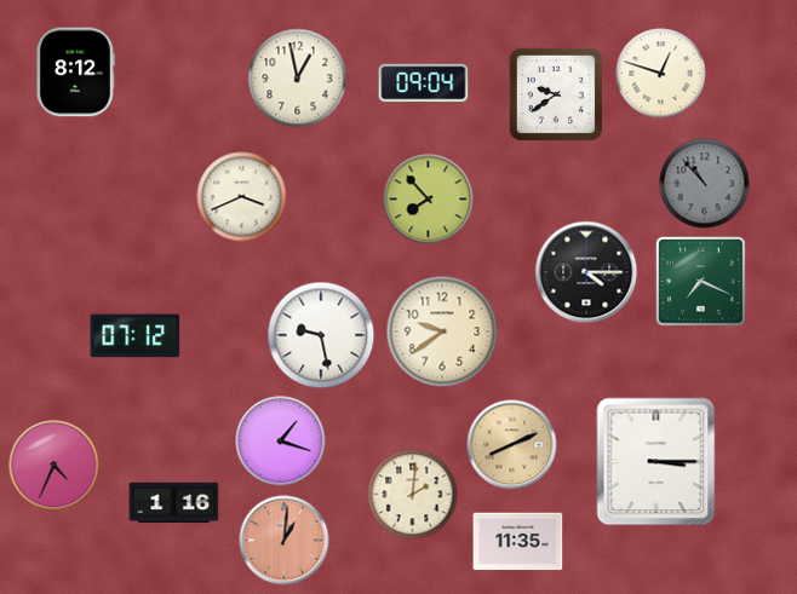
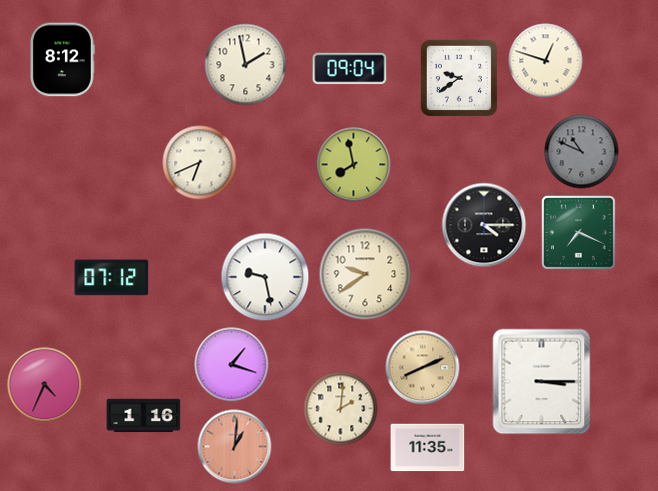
clock at (298, 79): 12:58 -> 1:58
clock at (705, 184): 10:53 -> 10:49
clock at (242, 197): 3:41 -> 6:41
clock at (429, 200): 7:53 -> 7:58
